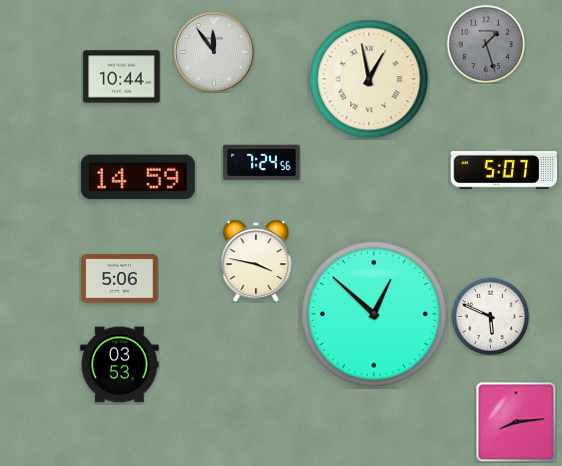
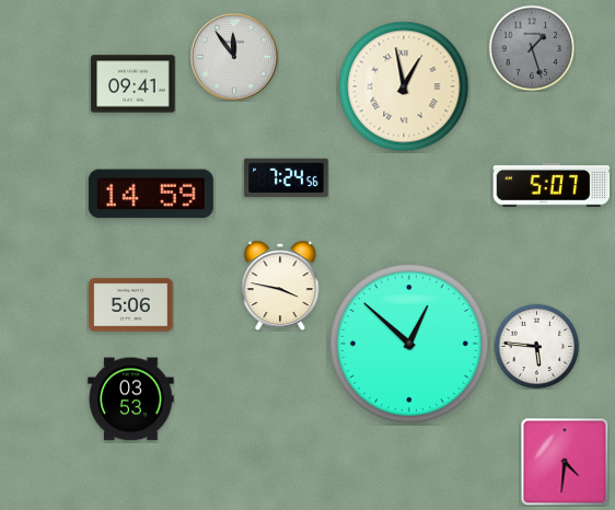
clock at (122, 77): 10:44 -> 09:41
clock at (490, 316): 5:49 -> 5:46
clock at (516, 422): 8:14 -> 4:31
